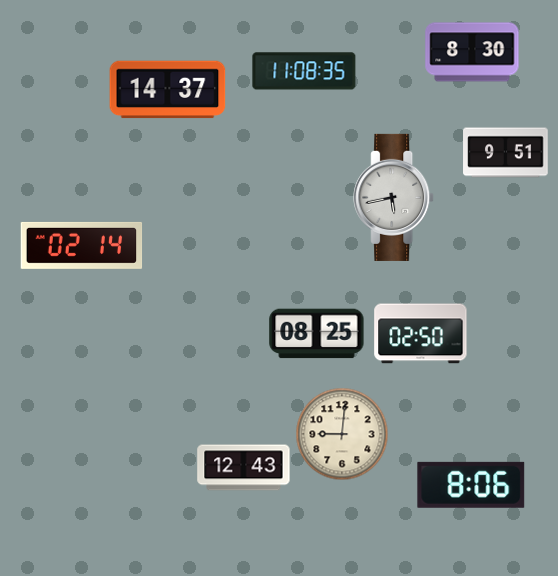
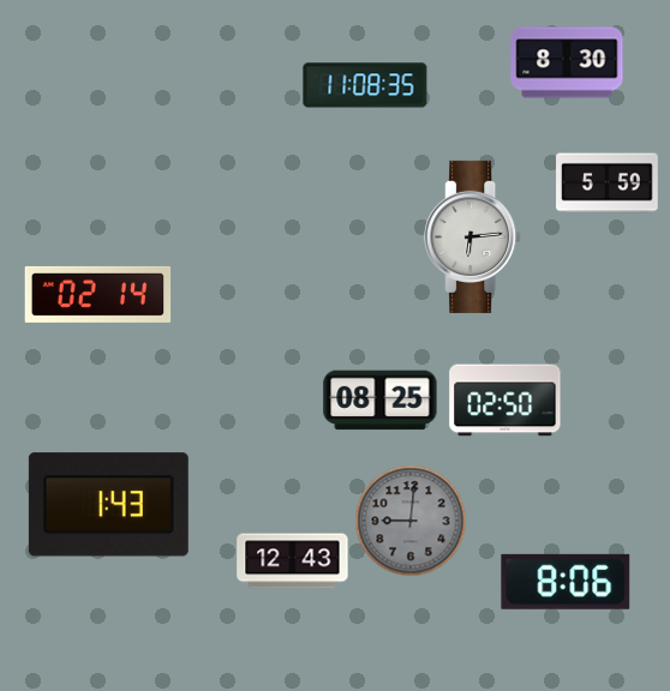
clock at (168, 90): 14:37 -> none
clock at (506, 153): 9:51 -> 5:59
clock at (394, 197): 5:43 -> 6:14
clock at (108, 505): none -> 1:43
clock at (342, 434) dial: cream -> grey
